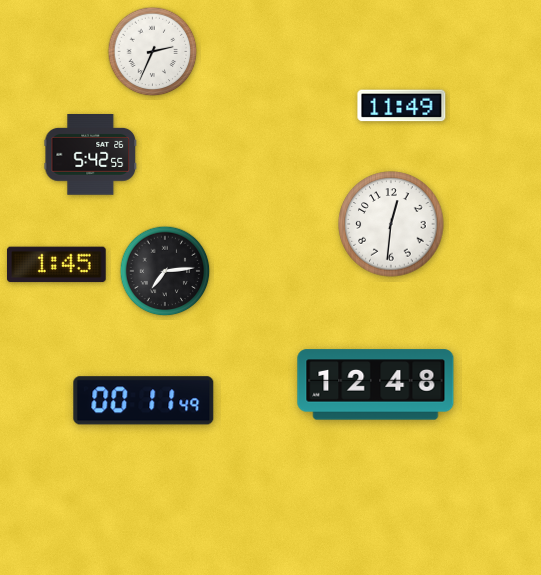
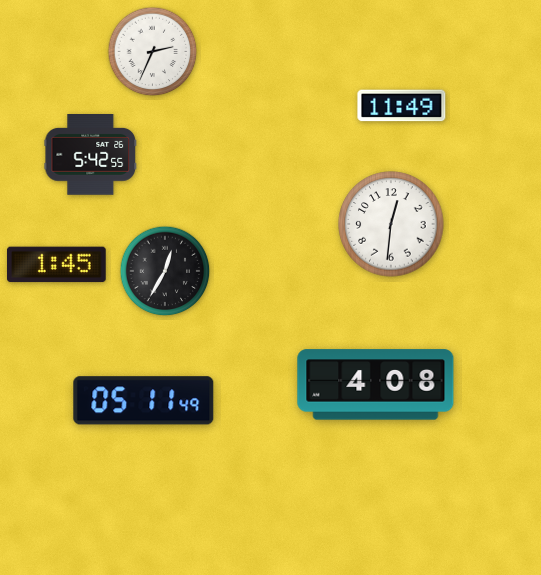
clock at (165, 271): 7:14 -> 12:35
clock at (376, 385): 12:48 -> 4:08
clock at (144, 401): 00:11 -> 05:11
